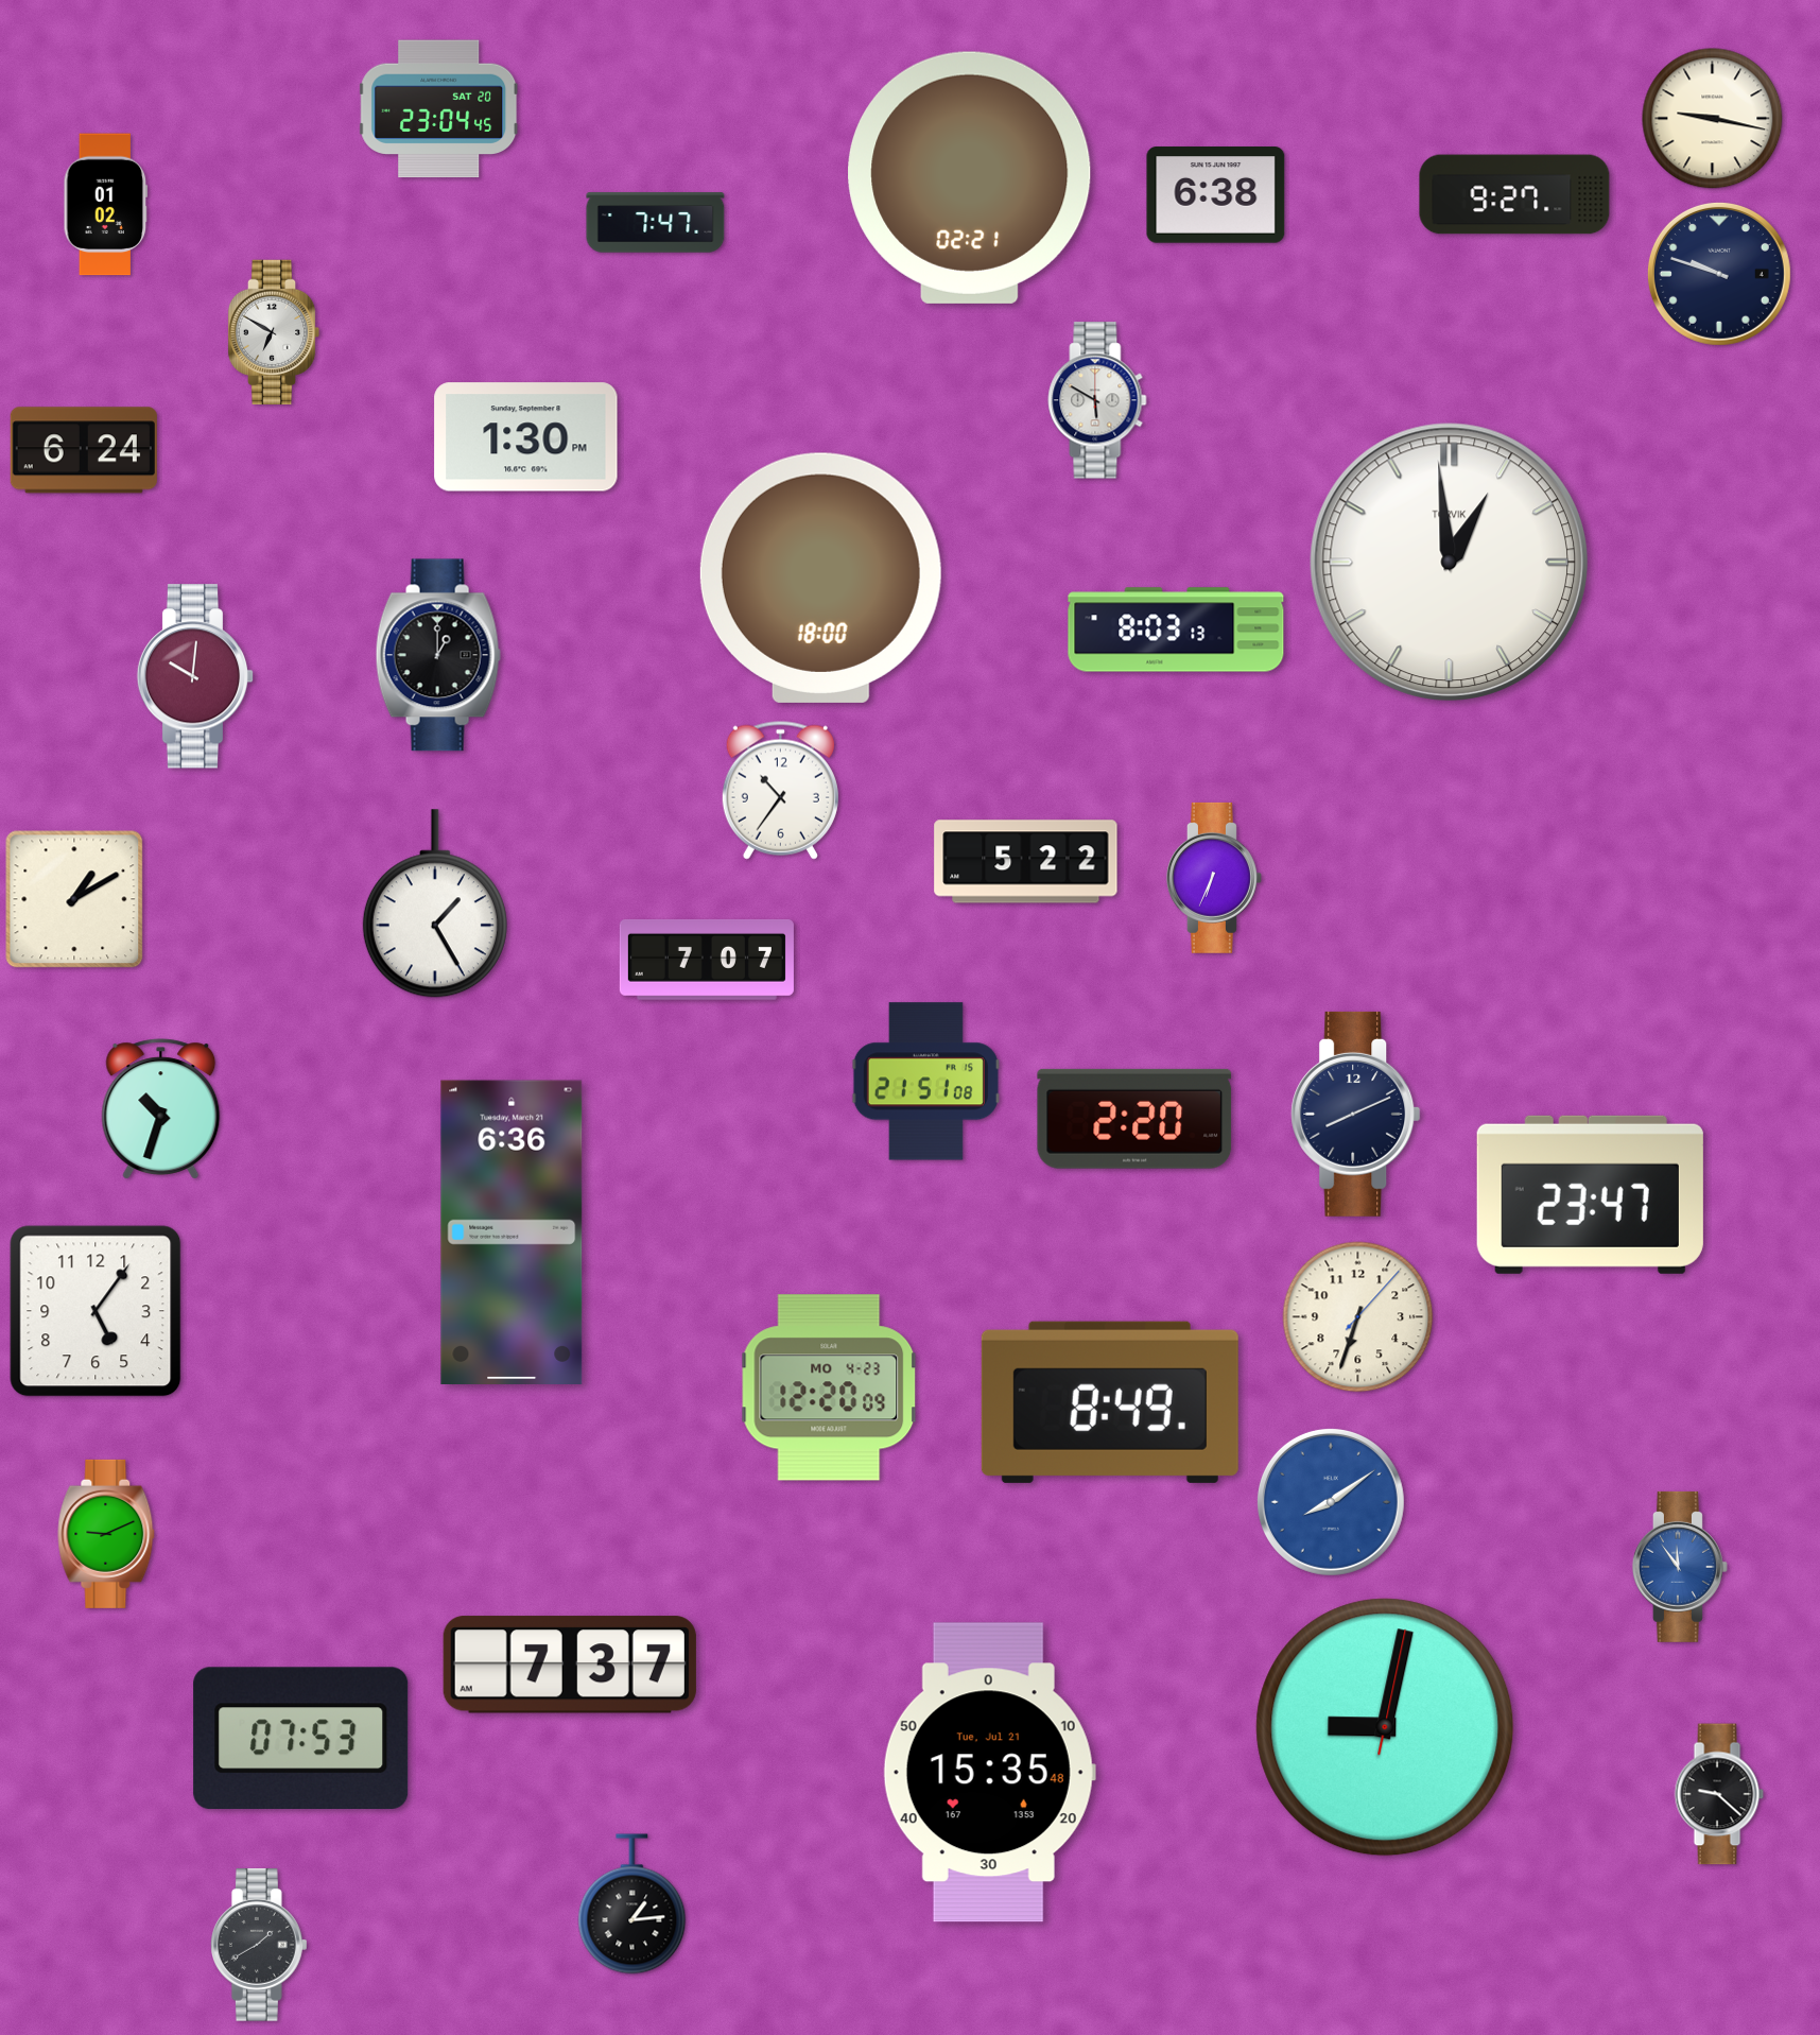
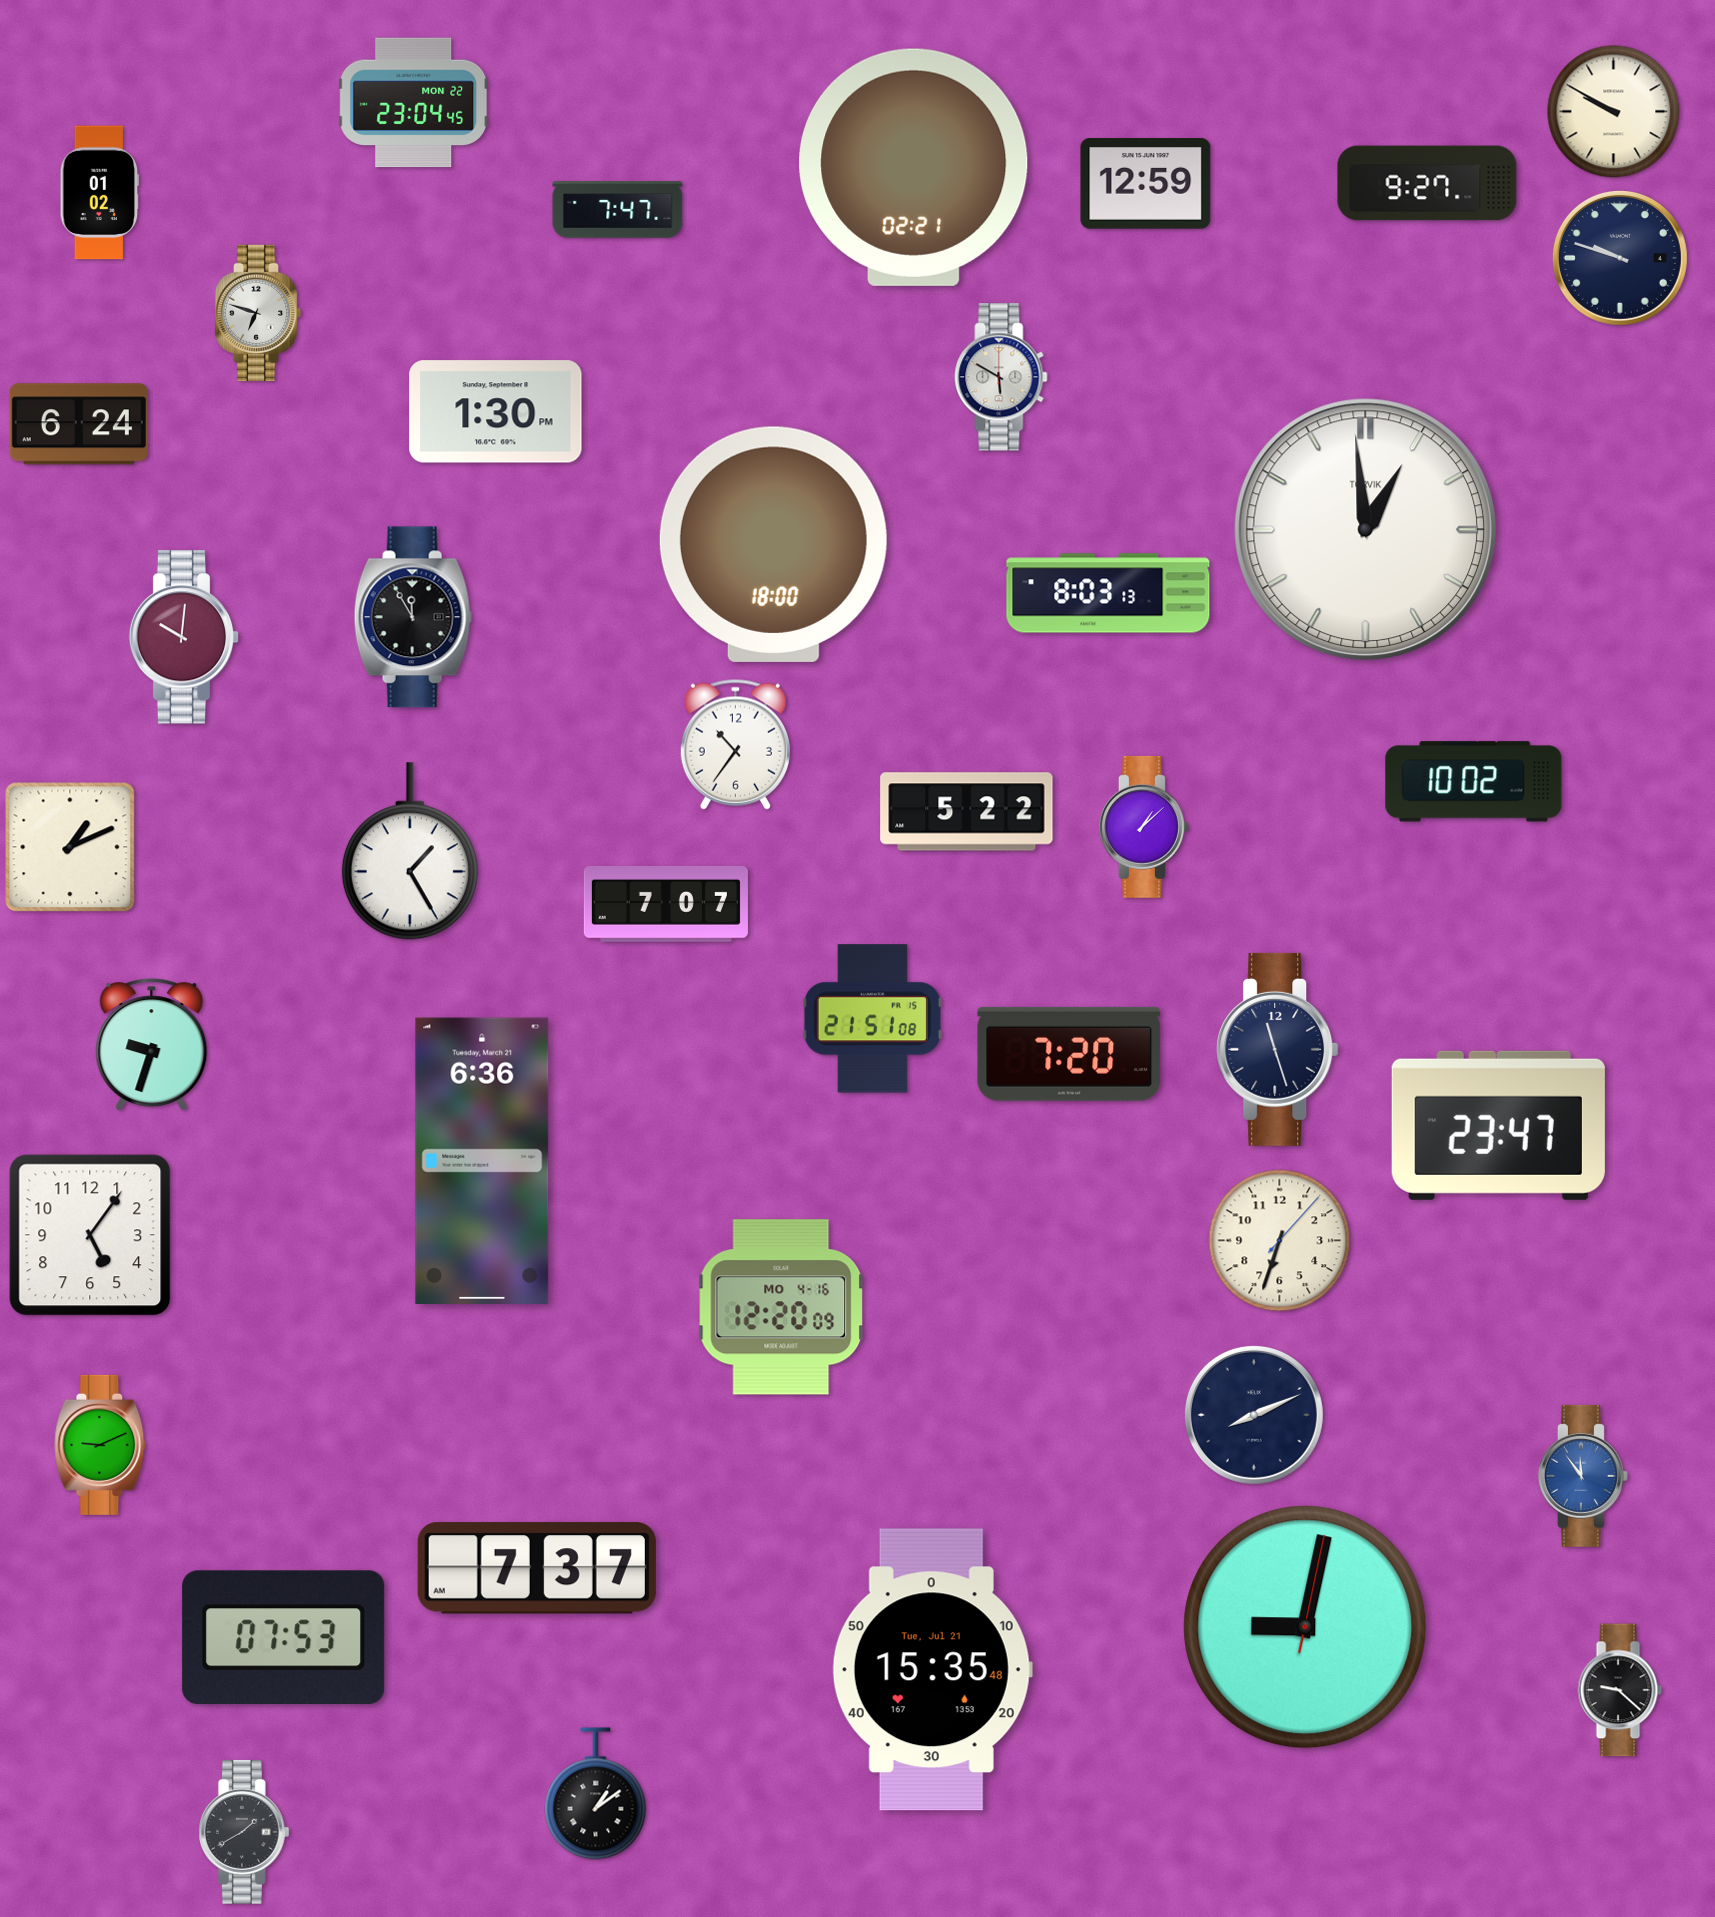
clock at (439, 109) date: SAT 20 -> MON 22
clock at (1713, 119): 9:17 -> 9:50
clock at (1216, 195): 6:38 -> 12:59
clock at (274, 331): 6:50 -> 6:48
clock at (1097, 400) position: (1097, 400) -> (1001, 377)
clock at (438, 655): 1:00 -> 11:55
clock at (1474, 782): none -> 10:02
clock at (1214, 878): 6:34 -> 1:08
clock at (74, 899): 1:10 -> 1:11
clock at (161, 1109): 10:33 -> 9:33
clock at (1356, 1114): 8:11 -> 11:27
clock at (1134, 1119): 2:20 -> 7:20
clock at (829, 1387) date: MO 4-23 -> MO 4-16
clock at (1110, 1402): 8:49 -> none
clock at (1331, 1502): 8:09 -> 8:11
clock at (1331, 1502) dial: blue -> navy
clock at (632, 1904): 1:14 -> 1:09
